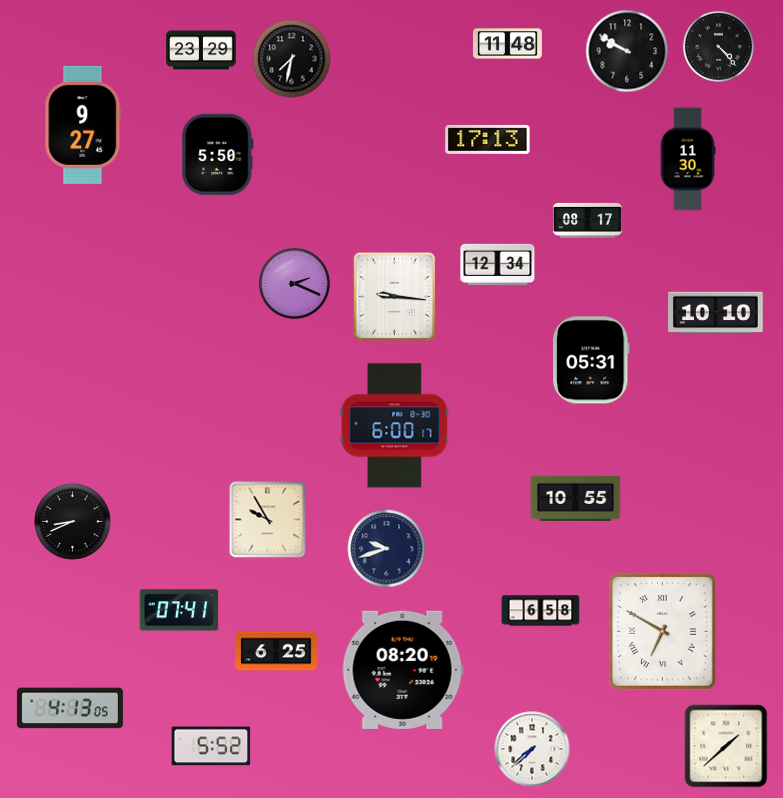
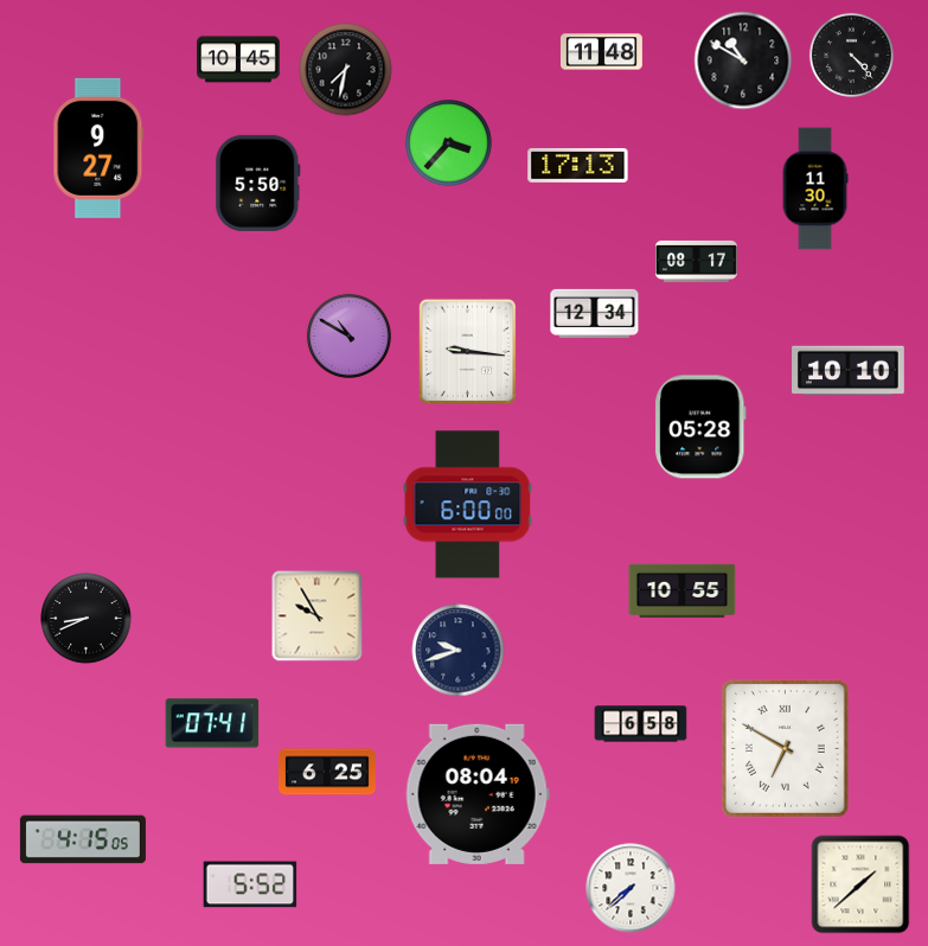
clock at (201, 50): 23:29 -> 10:45
clock at (627, 51): 9:50 -> 10:50
clock at (449, 143): none -> 3:37
clock at (498, 264) position: (498, 264) -> (595, 313)
clock at (294, 283): 2:19 -> 10:50
clock at (591, 360): 05:31 -> 05:28
clock at (395, 426): 6:00:17 -> 6:00:00
clock at (403, 670): 08:20 -> 08:04
clock at (70, 708): 4:13 -> 4:15
